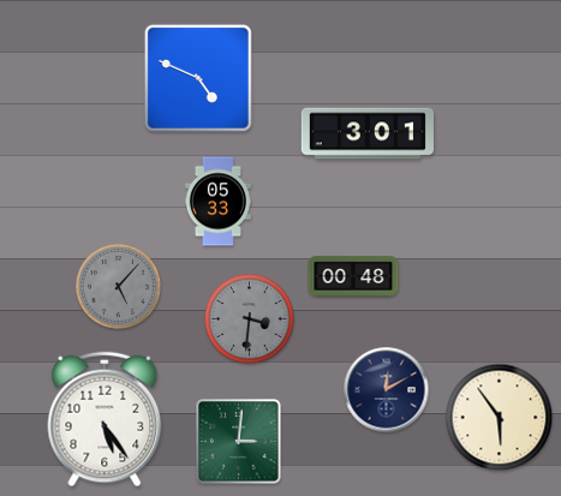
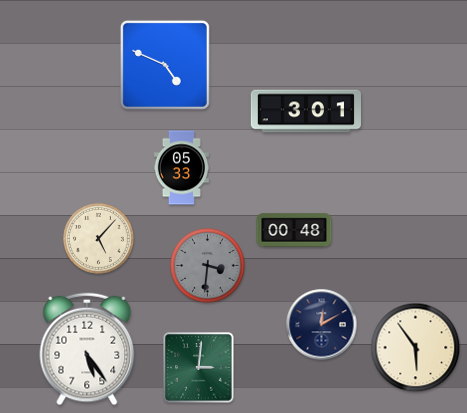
clock at (119, 287) dial: grey -> cream
